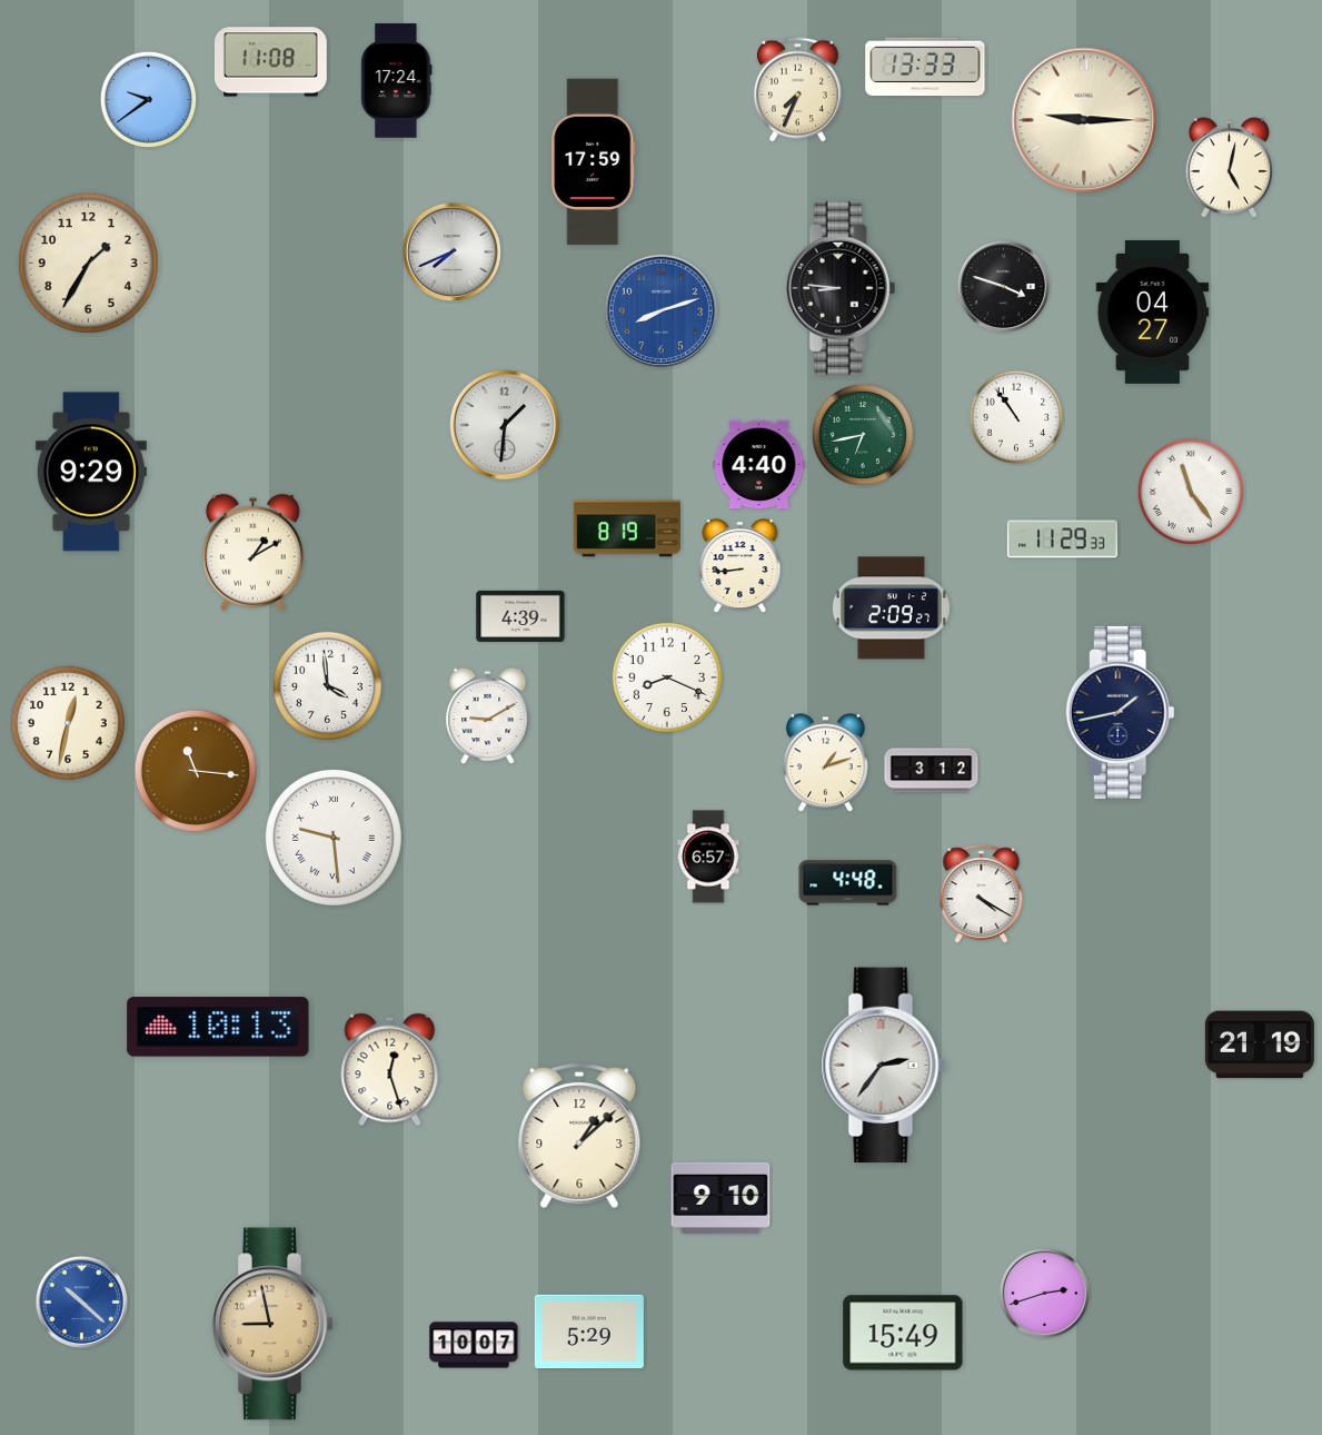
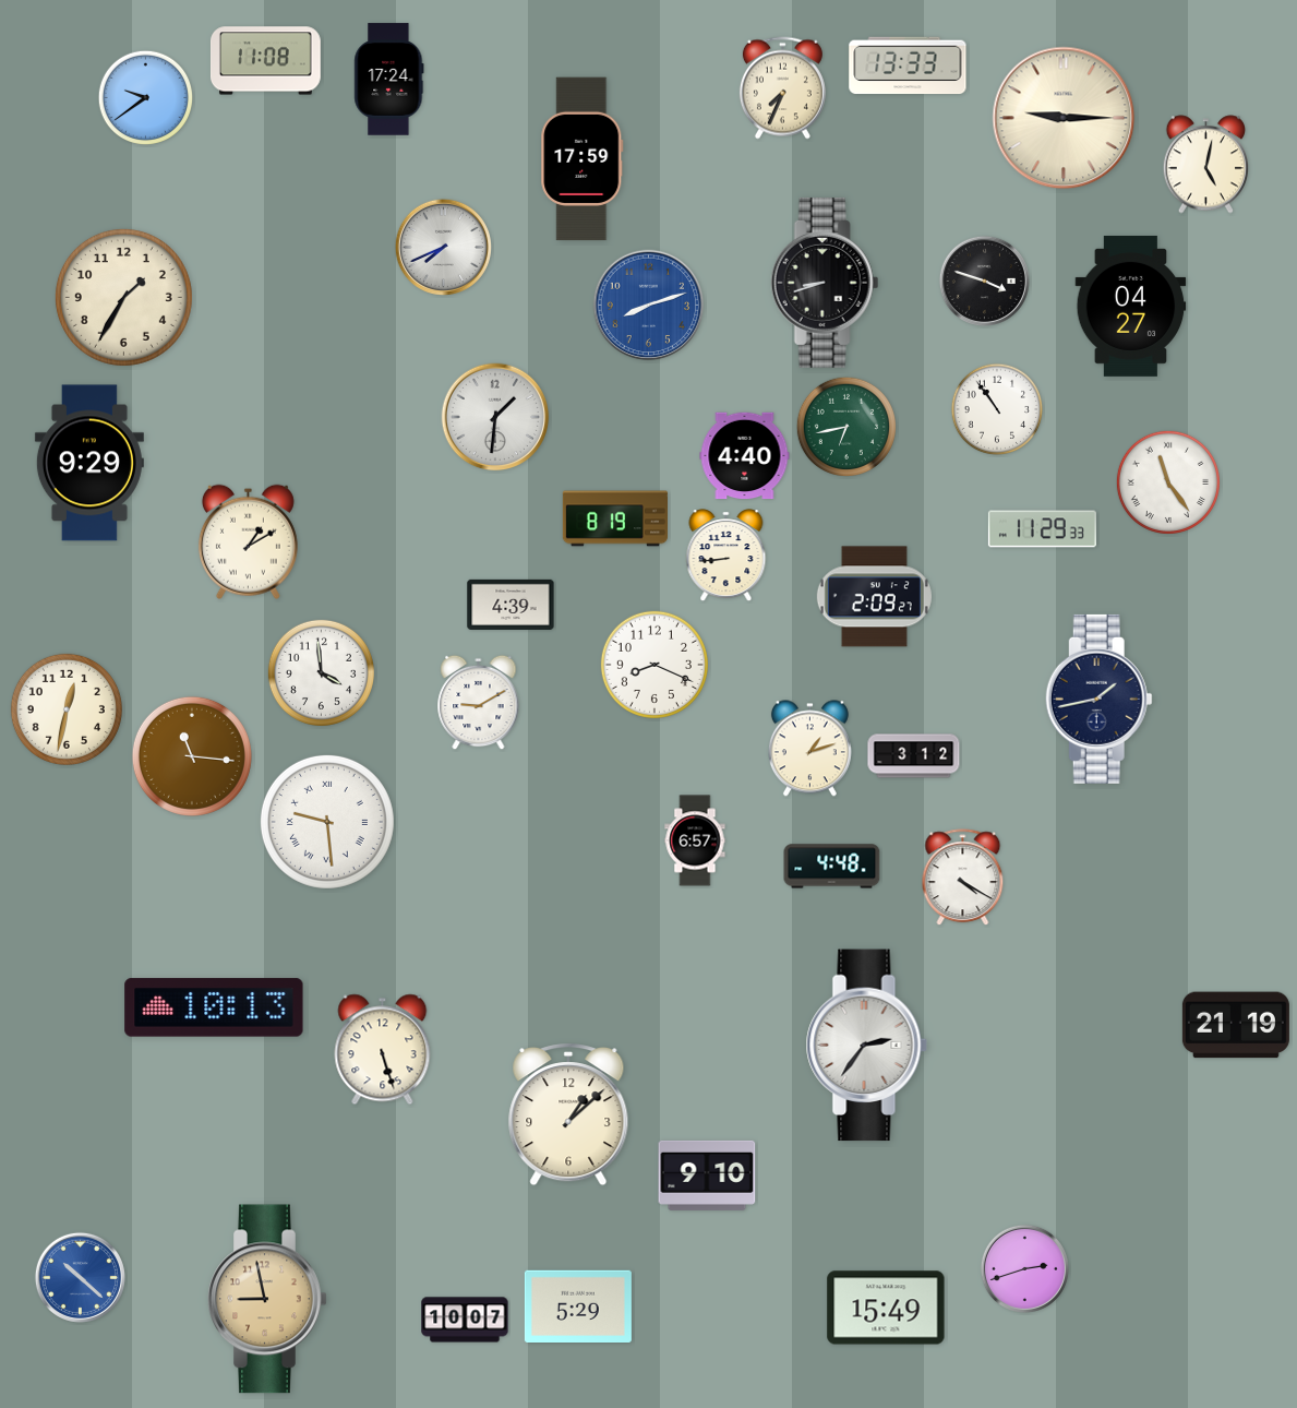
clock at (88, 263) position: (88, 263) -> (123, 297)
clock at (841, 288): 8:46 -> 8:42
clock at (390, 1070): 12:27 -> 5:27
